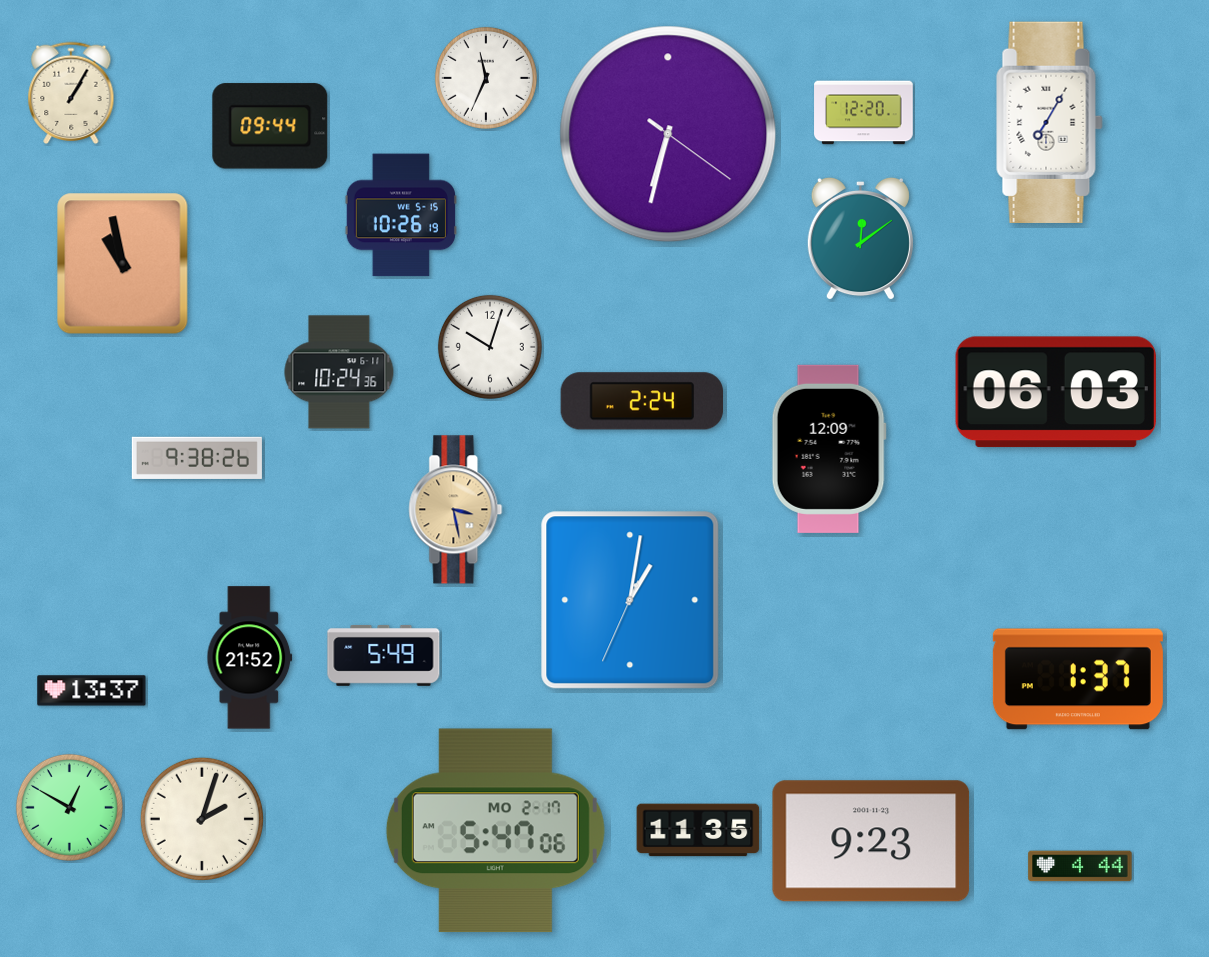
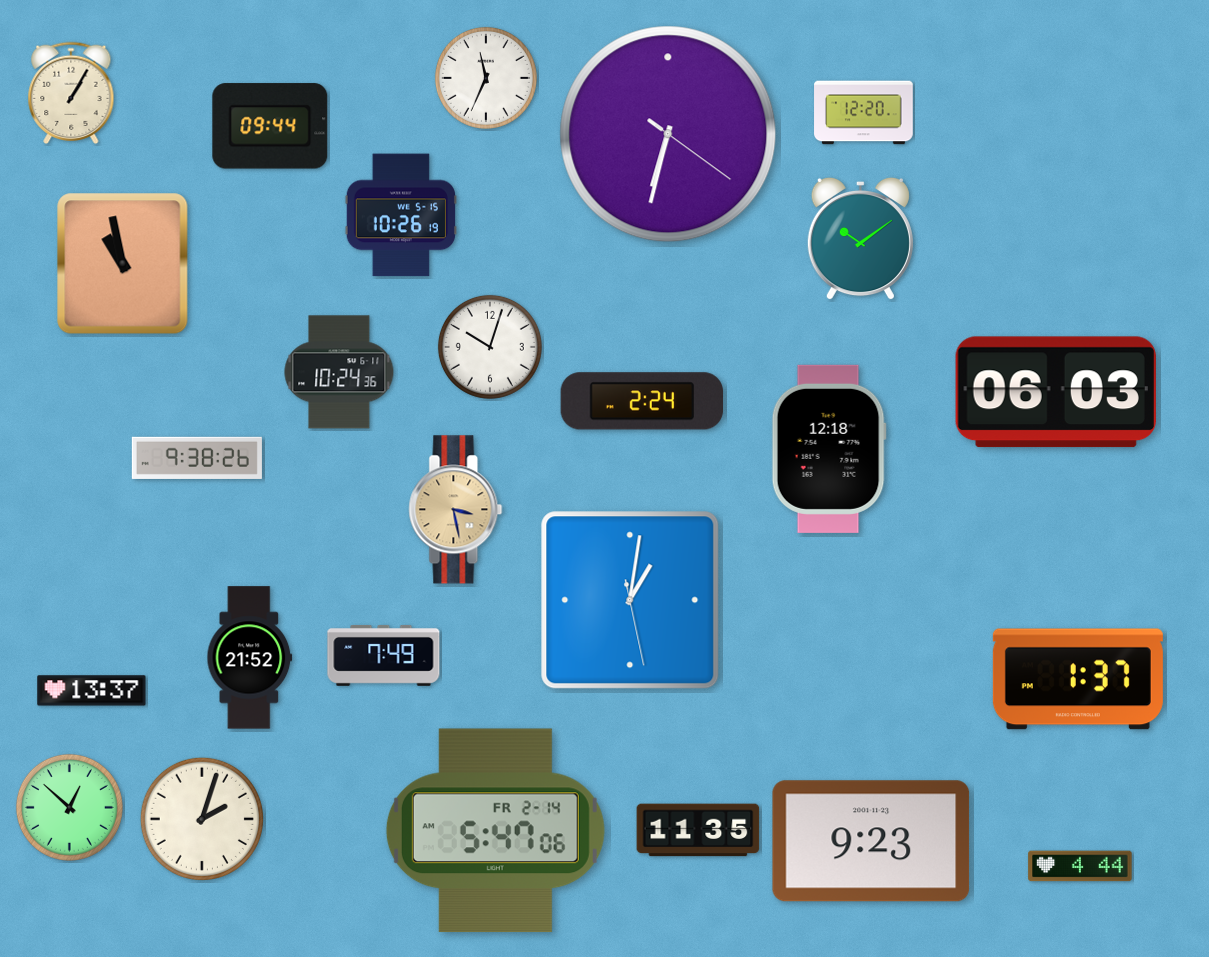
clock at (1050, 122): 7:05 -> none
clock at (860, 239): 12:09 -> 10:09
clock at (829, 449): 12:09 -> 12:18
clock at (630, 600): 1:01:34 -> 1:01:28
clock at (384, 656): 5:49 -> 7:49
clock at (69, 807): 12:50 -> 12:52
clock at (495, 831) date: MO 2-17 -> FR 2-14
